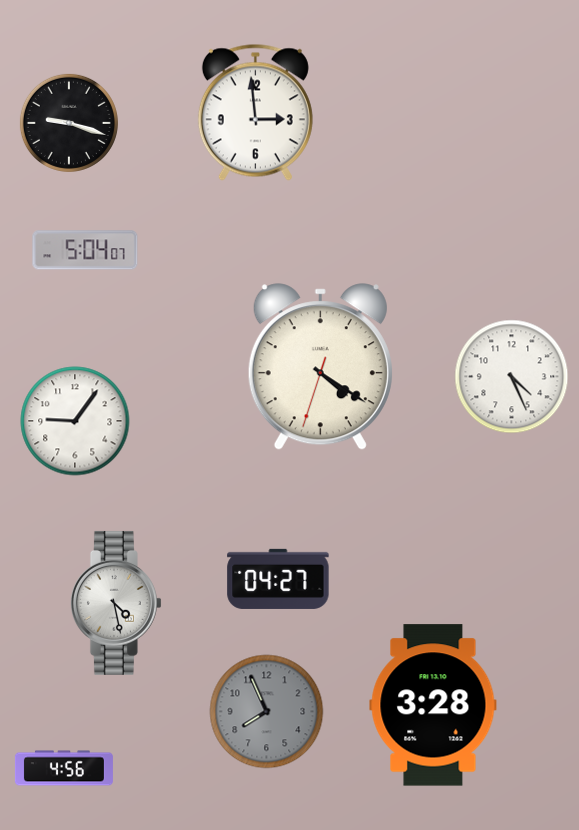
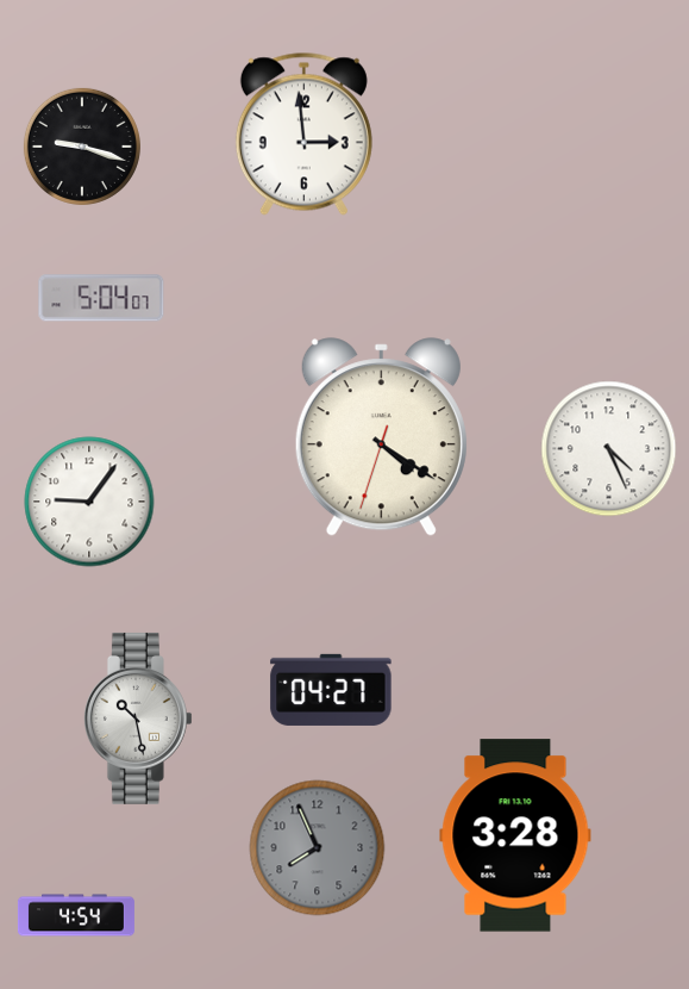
clock at (116, 603): 4:28 -> 10:28
clock at (433, 705) position: (433, 705) -> (515, 835)
clock at (64, 768): 4:56 -> 4:54
